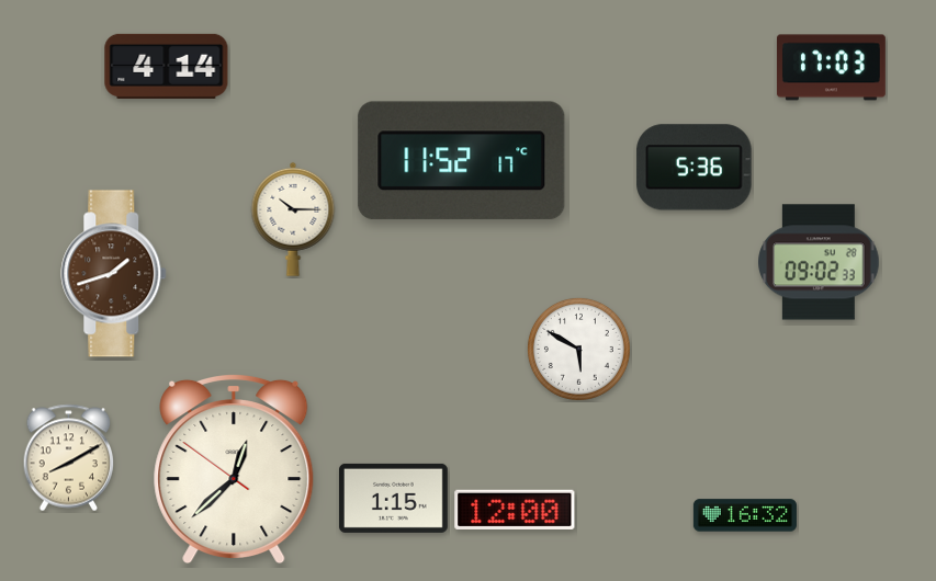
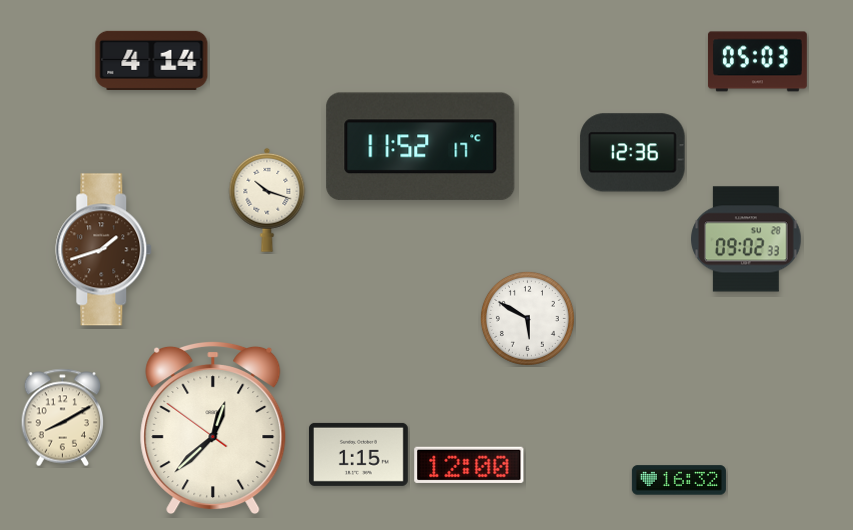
clock at (831, 68): 17:03 -> 05:03
clock at (695, 168): 5:36 -> 12:36
clock at (293, 219): 10:15 -> 10:18
clock at (745, 515) position: (745, 515) -> (679, 480)
